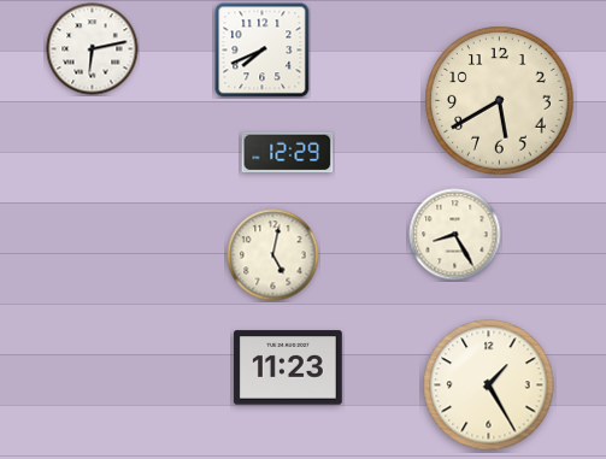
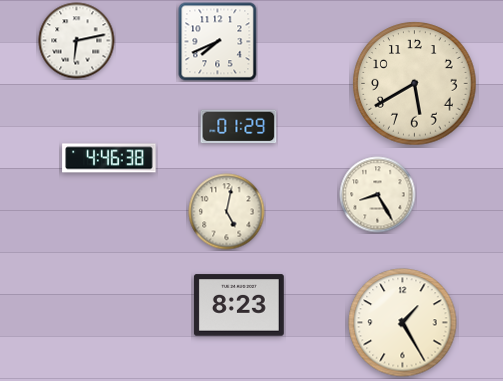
clock at (288, 153): 12:29 -> 01:29
clock at (109, 158): none -> 4:46
clock at (288, 367): 11:23 -> 8:23
clock at (489, 386) position: (489, 386) -> (403, 323)
